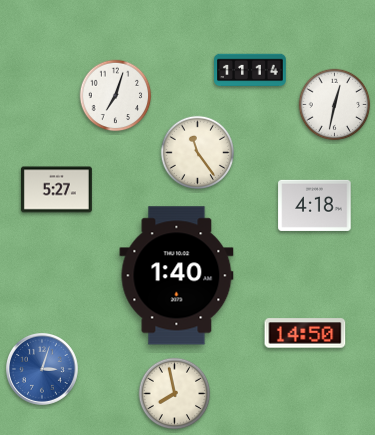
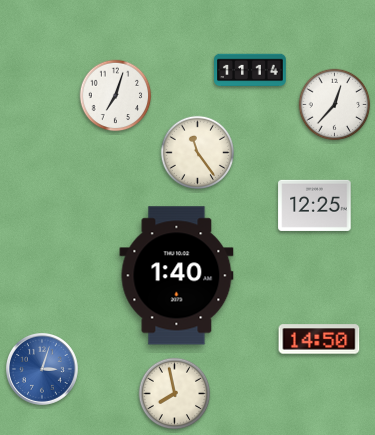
clock at (335, 105): 12:32 -> 12:37
clock at (56, 190): 5:27 -> none
clock at (315, 205): 4:18 -> 12:25
clock at (305, 333) position: (305, 333) -> (319, 339)
